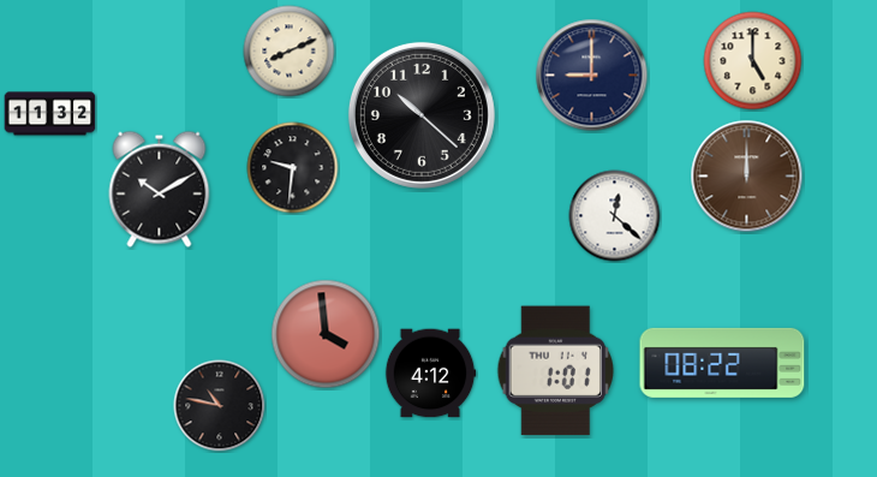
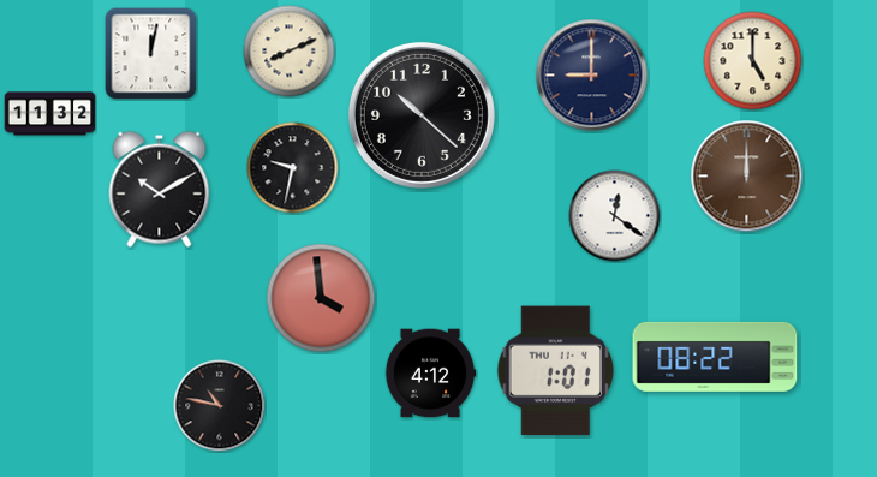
clock at (151, 54): none -> 12:02
clock at (293, 168): 9:31 -> 9:32
clock at (615, 216): 12:22 -> 12:21
clock at (326, 334) position: (326, 334) -> (321, 298)
clock at (722, 363) position: (722, 363) -> (715, 357)
